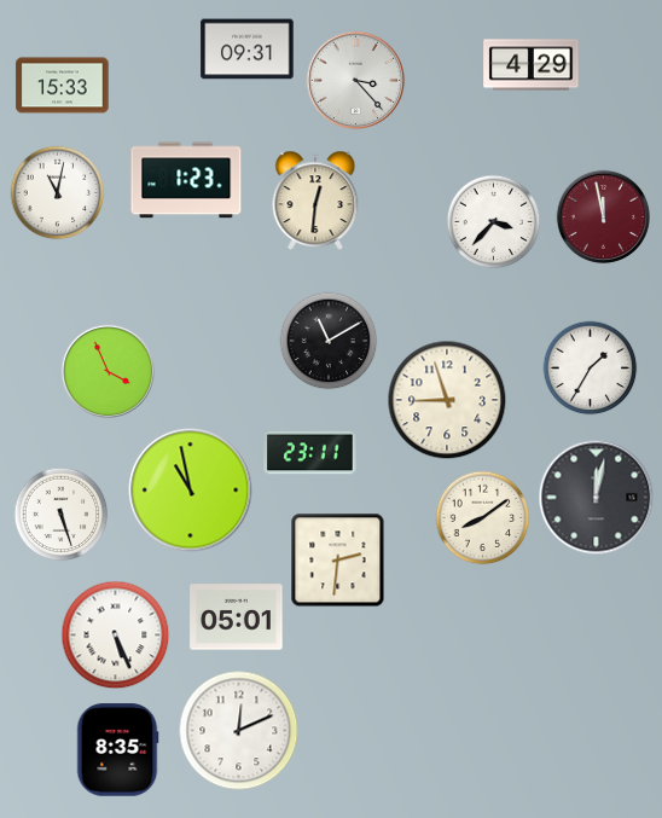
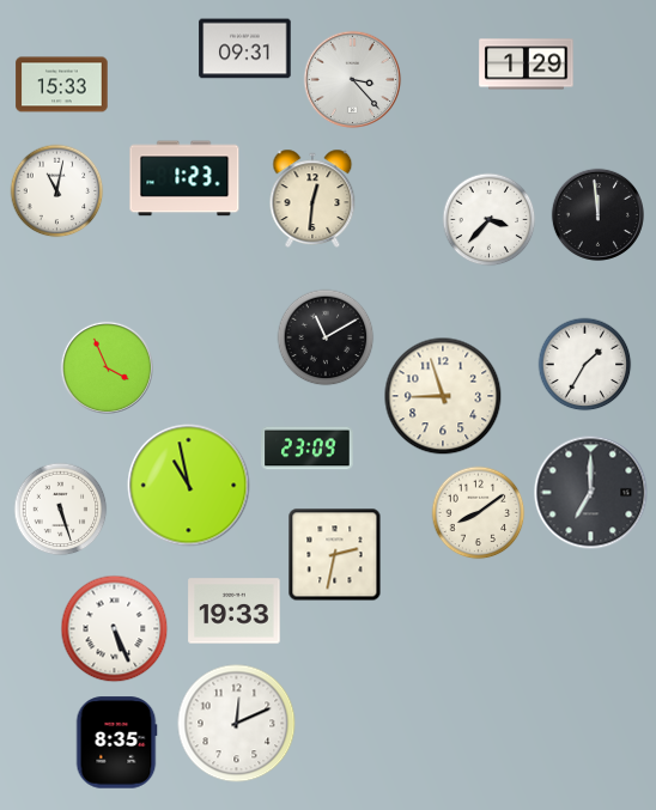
clock at (532, 65): 4:29 -> 1:29
clock at (603, 216): 11:58 -> 11:59
clock at (603, 216) dial: burgundy -> black
clock at (310, 453): 23:11 -> 23:09
clock at (596, 497): 12:02 -> 7:00
clock at (337, 559): 2:31 -> 2:32
clock at (237, 617): 05:01 -> 19:33
